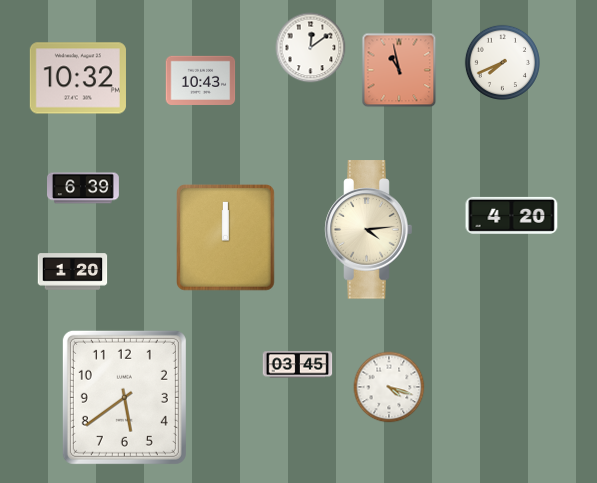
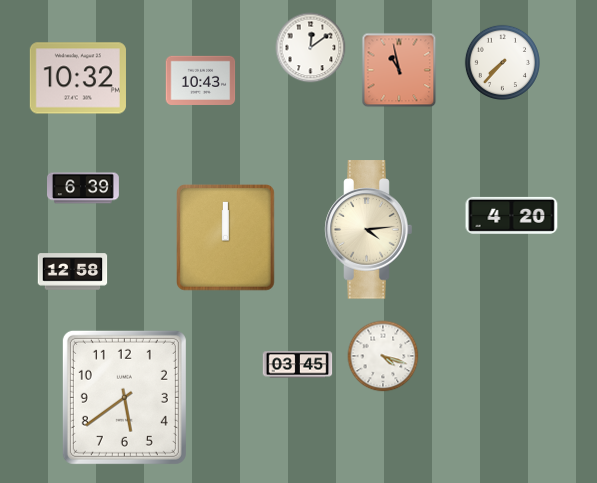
clock at (502, 62): 7:41 -> 7:37
clock at (73, 272): 1:20 -> 12:58
clock at (389, 387) position: (389, 387) -> (383, 356)
